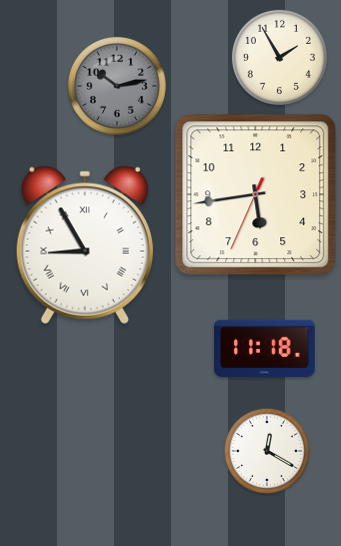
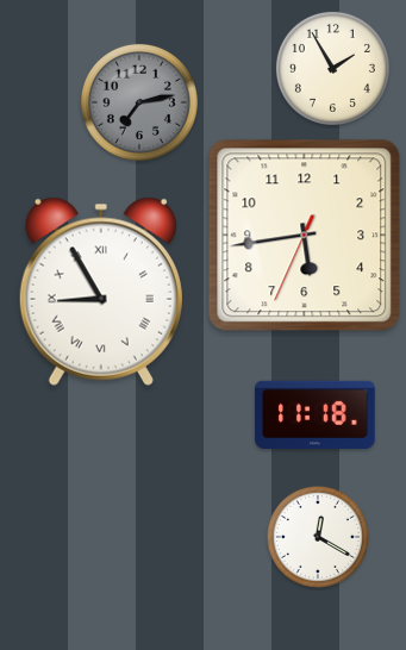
clock at (117, 86): 10:13 -> 7:13
clock at (256, 195) position: (256, 195) -> (305, 236)
